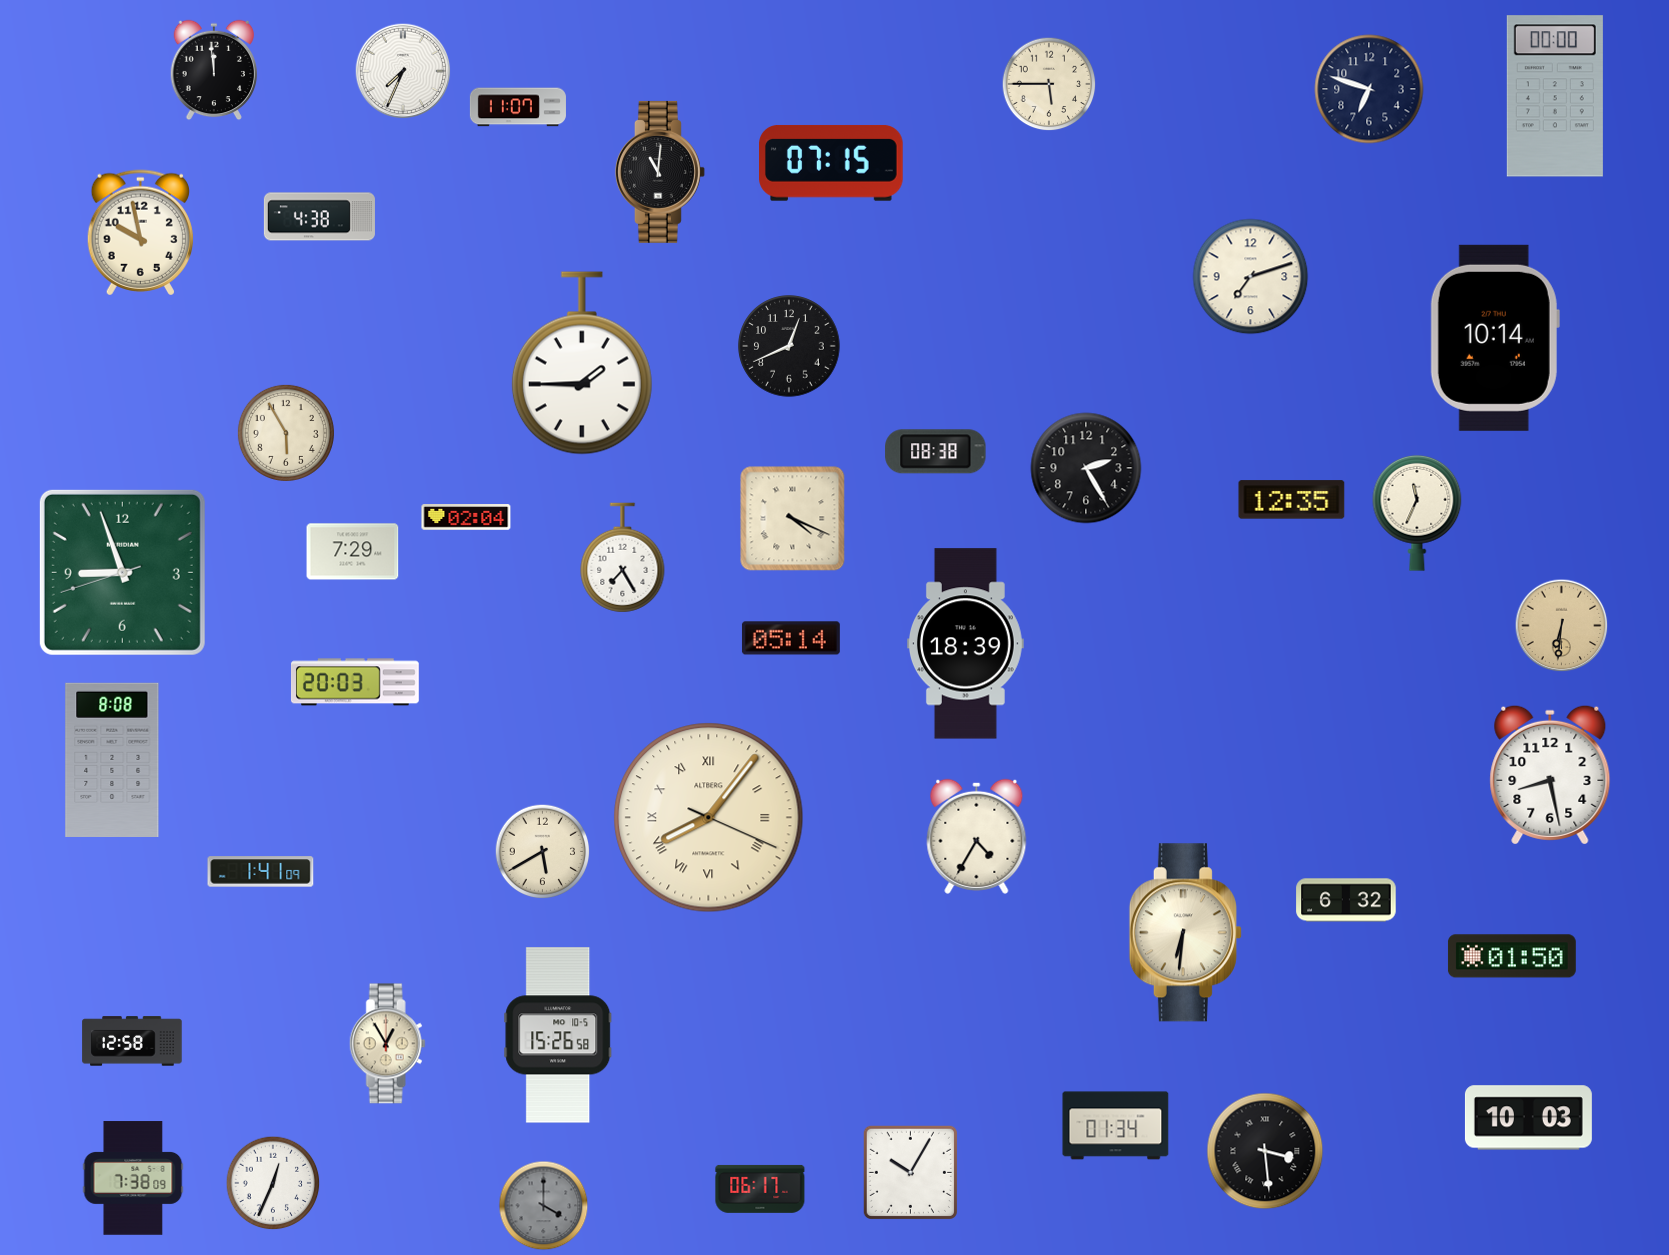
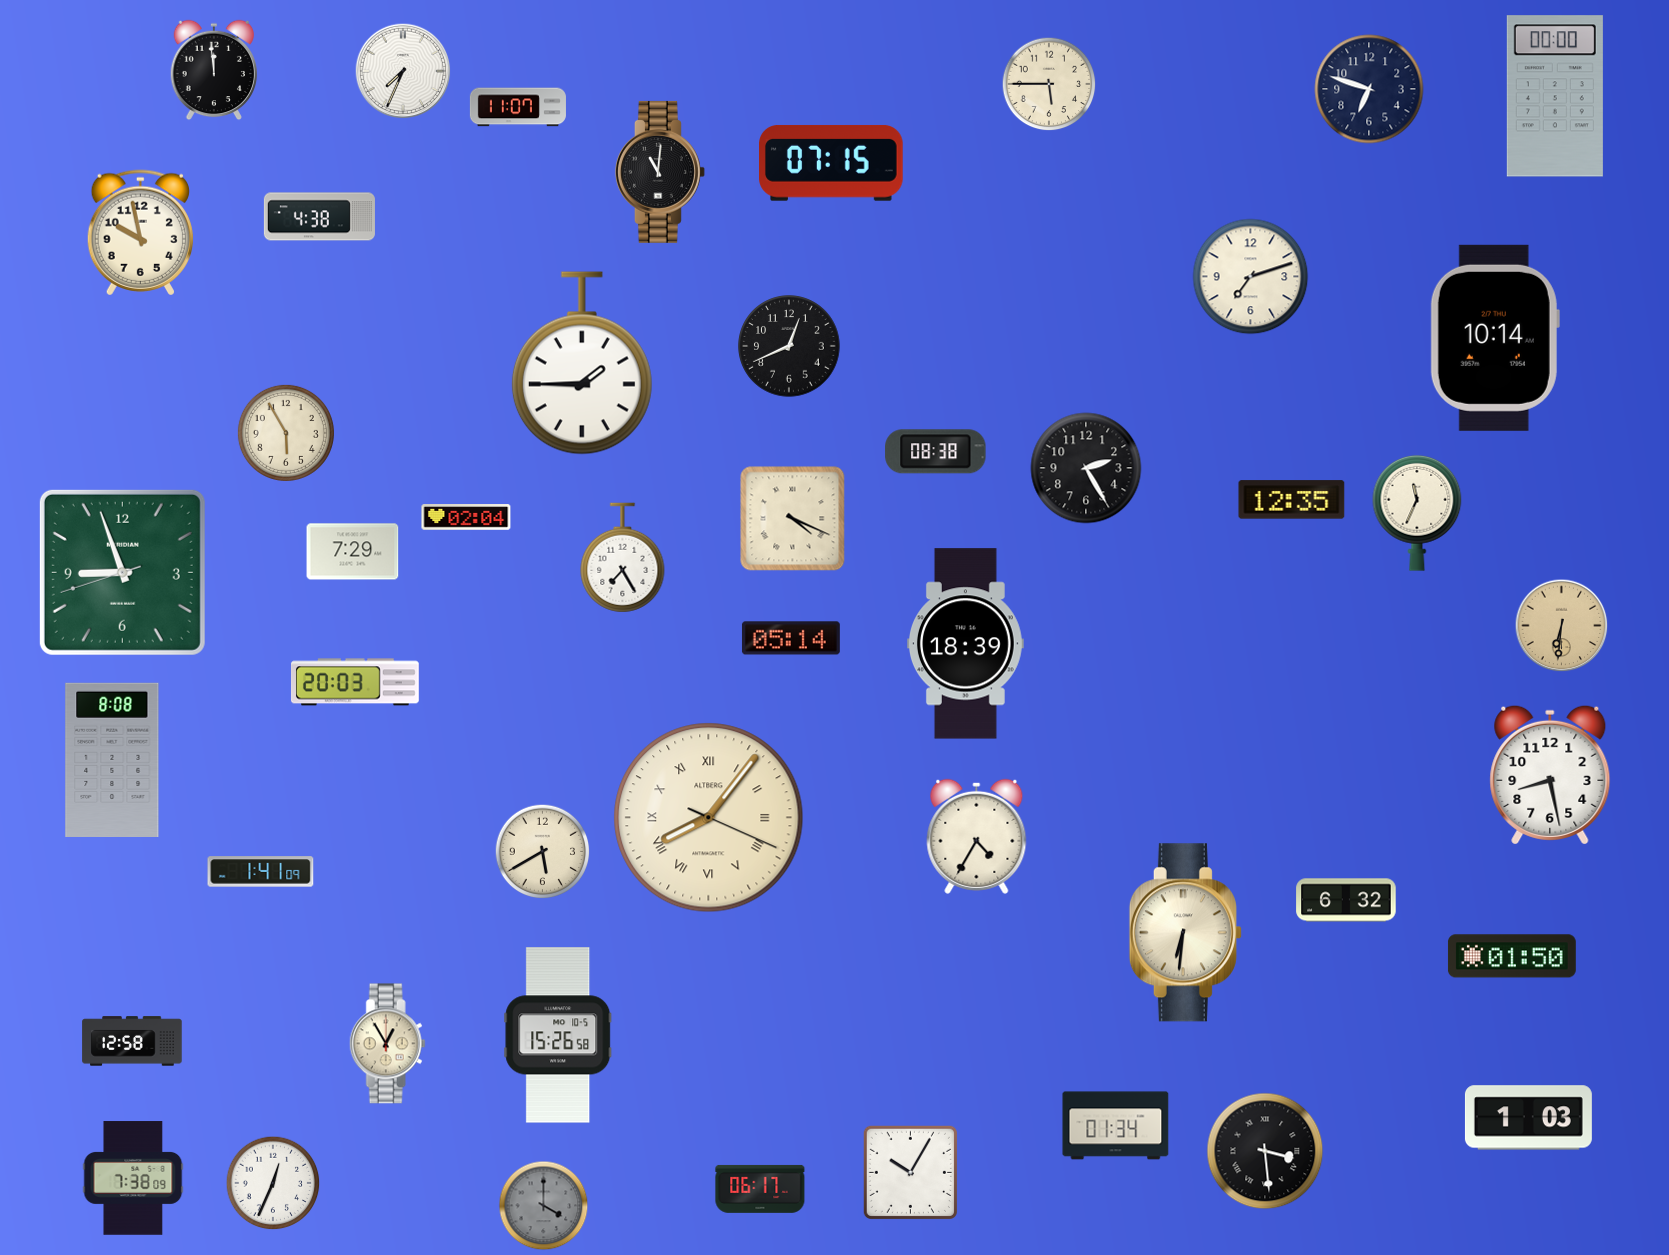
clock at (1528, 1118): 10:03 -> 1:03
